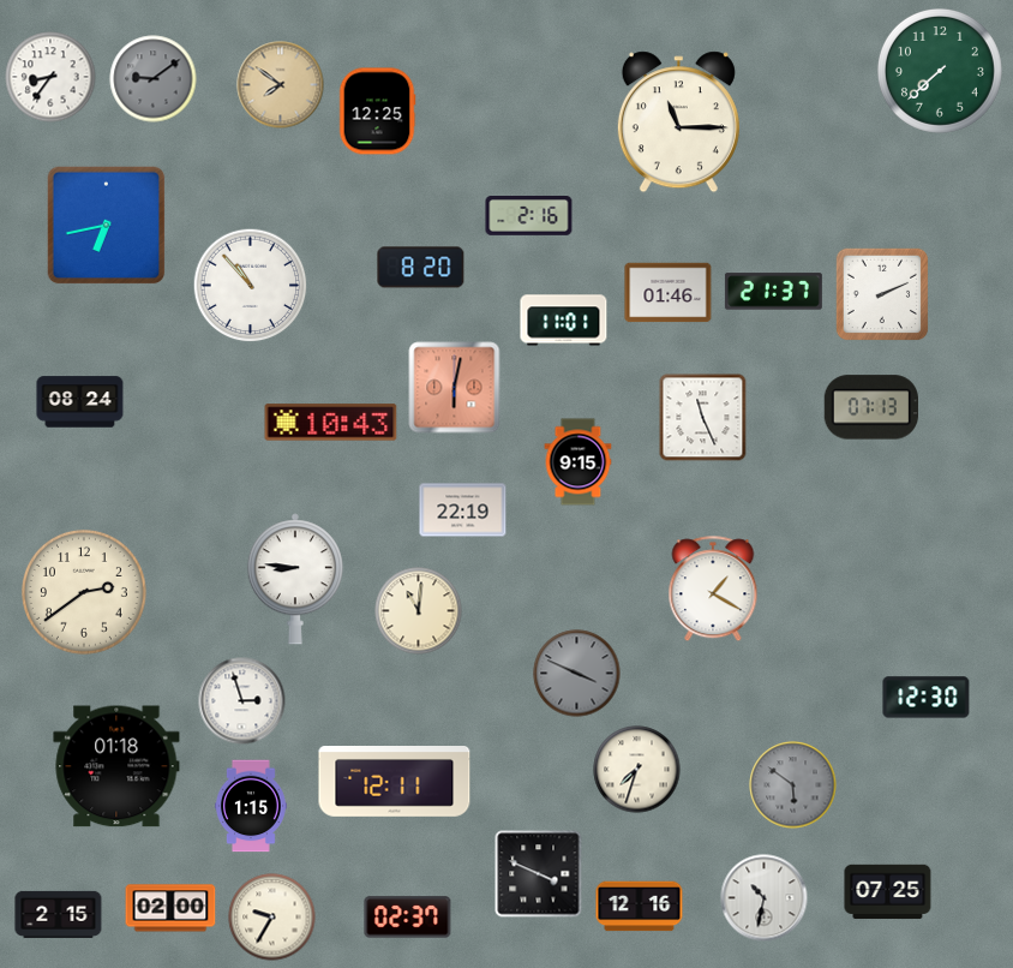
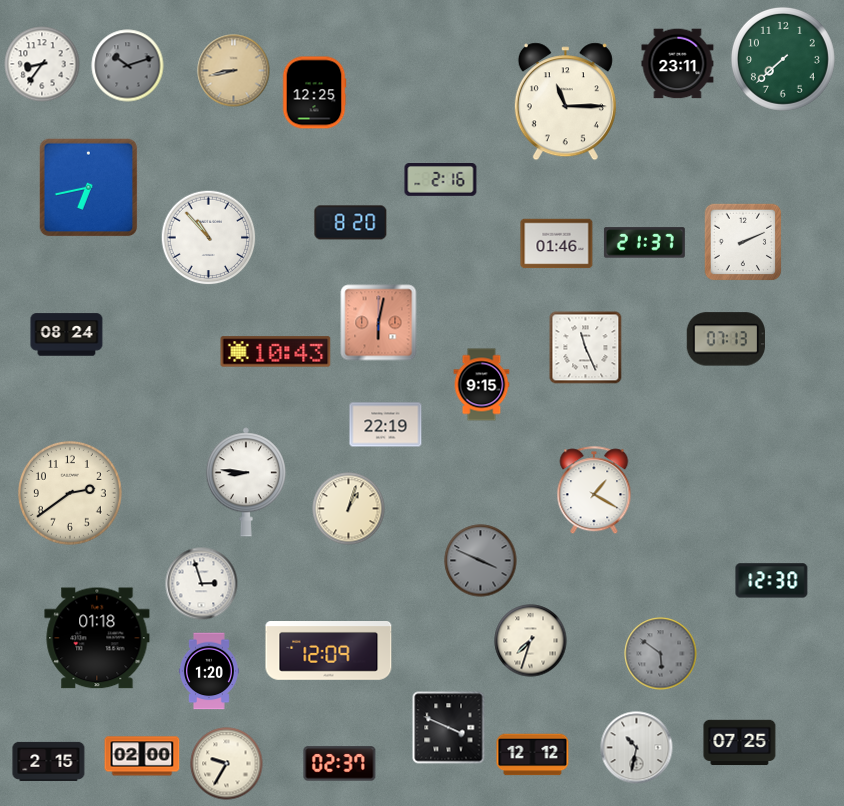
clock at (678, 64): none -> 23:11
clock at (154, 79): 9:09 -> 10:12
clock at (281, 85): 7:51 -> 8:43
clock at (882, 294) position: (882, 294) -> (743, 242)
clock at (564, 321): 11:01 -> none
clock at (419, 611): 11:01 -> 1:03
clock at (395, 782): 12:11 -> 12:09
clock at (251, 806): 1:15 -> 1:20
clock at (640, 907): 12:16 -> 12:12
